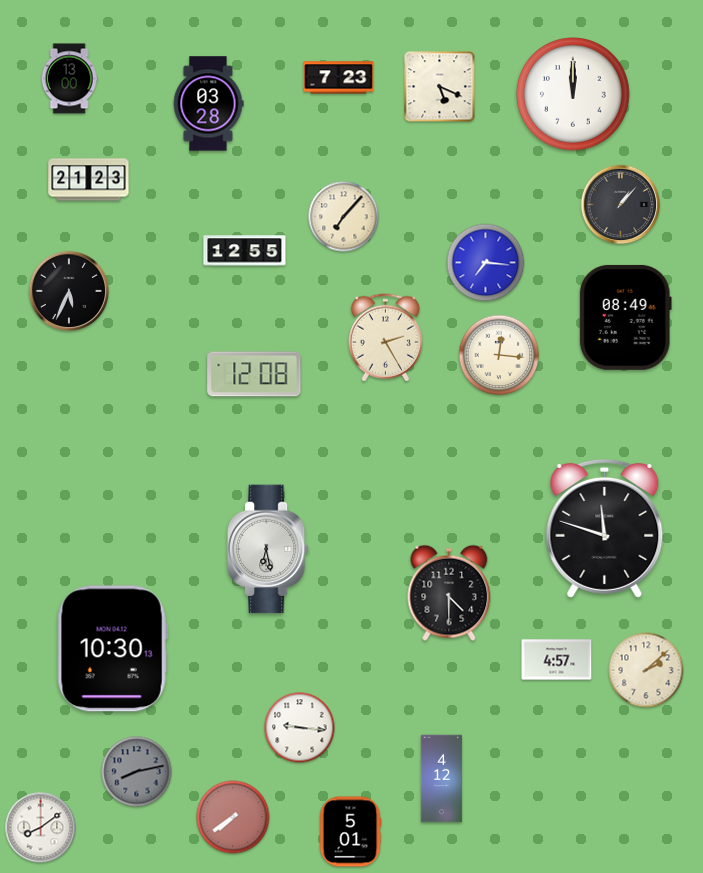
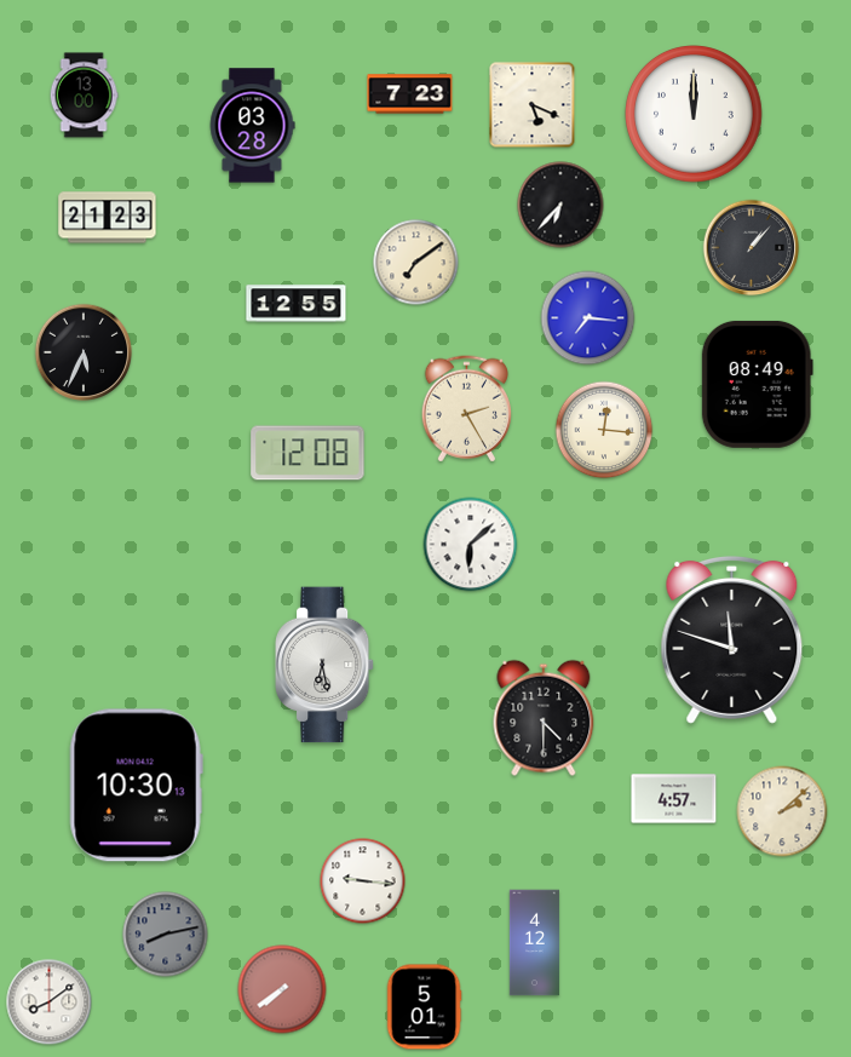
clock at (560, 205): none -> 6:37
clock at (344, 217): 7:07 -> 7:09
clock at (471, 545): none -> 6:08
